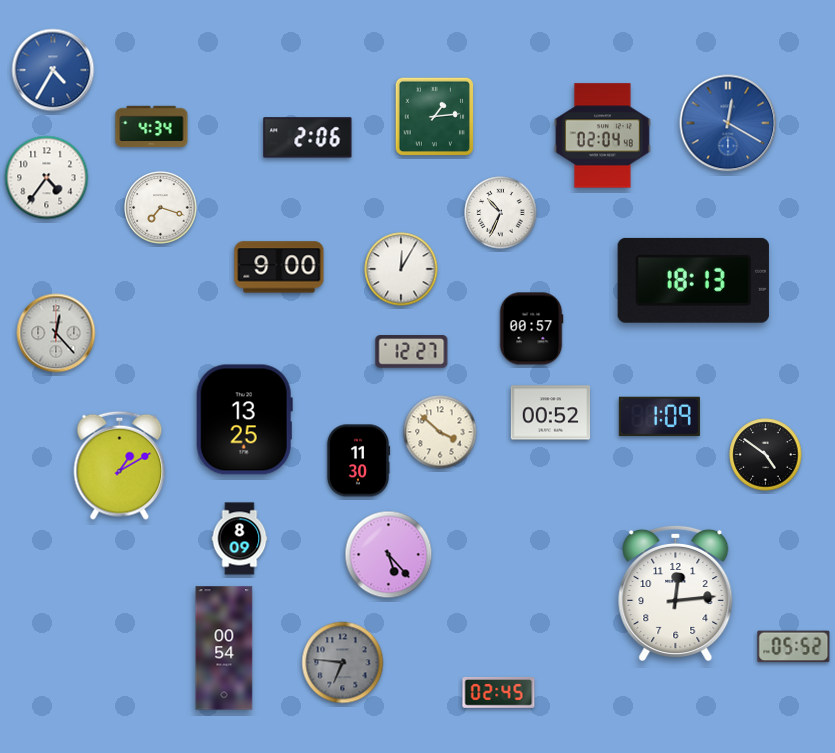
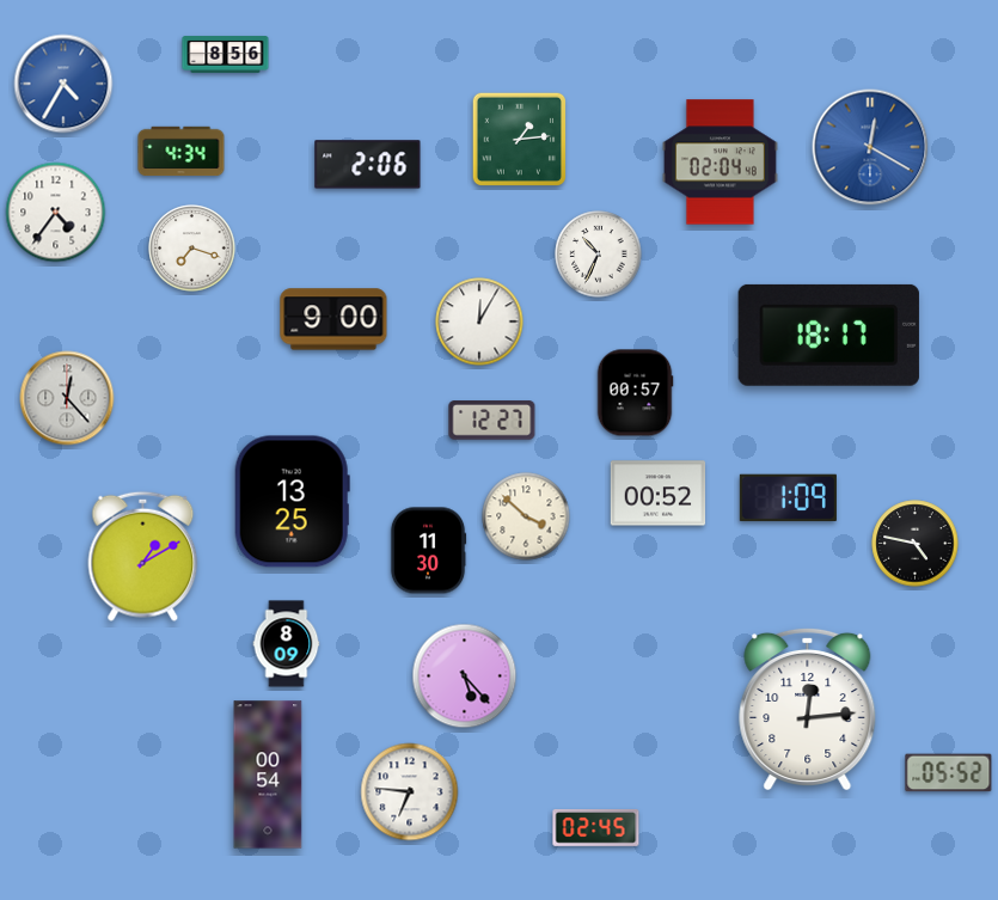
clock at (226, 55): none -> 8:56
clock at (693, 280): 18:13 -> 18:17
clock at (766, 455): 4:51 -> 4:47
clock at (389, 555) position: (389, 555) -> (465, 676)
clock at (343, 663) dial: grey -> white
